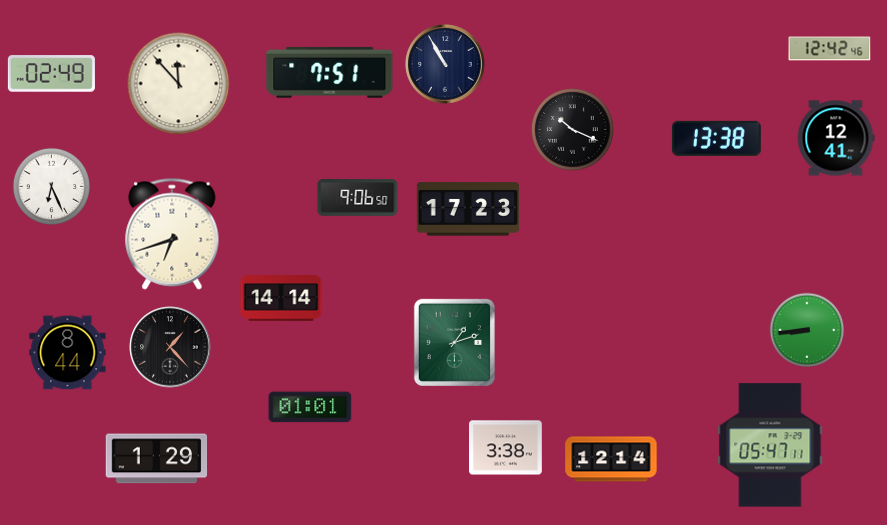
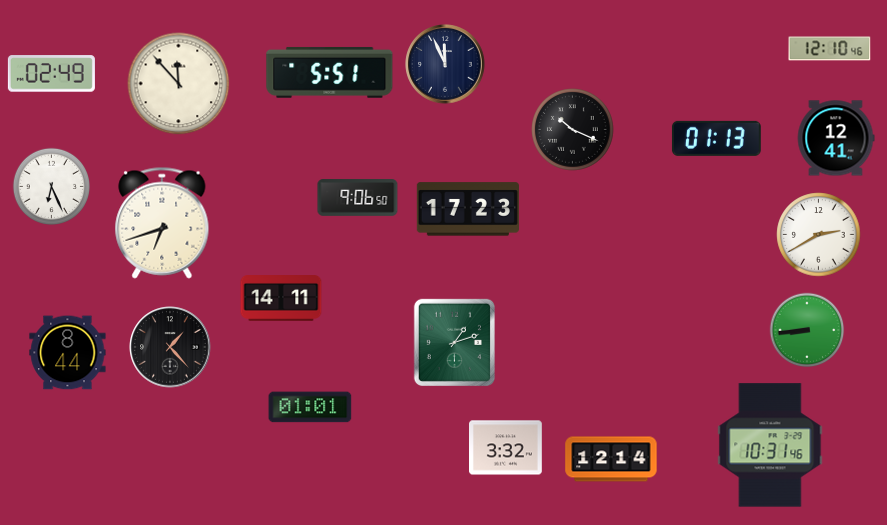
clock at (830, 49): 12:42 -> 12:10
clock at (445, 64): 10:55 -> 11:56
clock at (330, 72): 7:51 -> 5:51
clock at (716, 138): 13:38 -> 01:13
clock at (172, 234) position: (172, 234) -> (162, 223)
clock at (819, 235): none -> 2:40
clock at (281, 299): 14:14 -> 14:11
clock at (770, 445): 05:47 -> 10:31
clock at (506, 448): 3:38 -> 3:32
clock at (157, 459): 1:29 -> none
